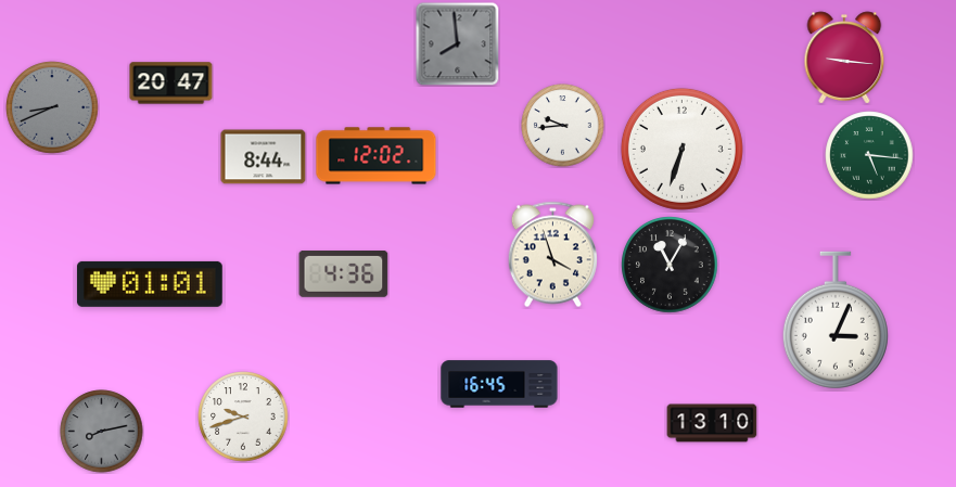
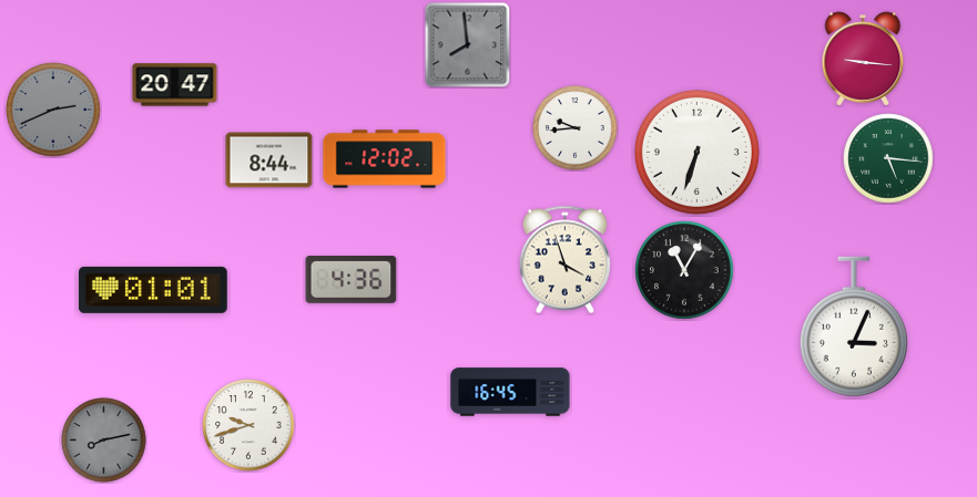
clock at (52, 107): 8:41 -> 2:41
clock at (712, 423): 13:10 -> none
